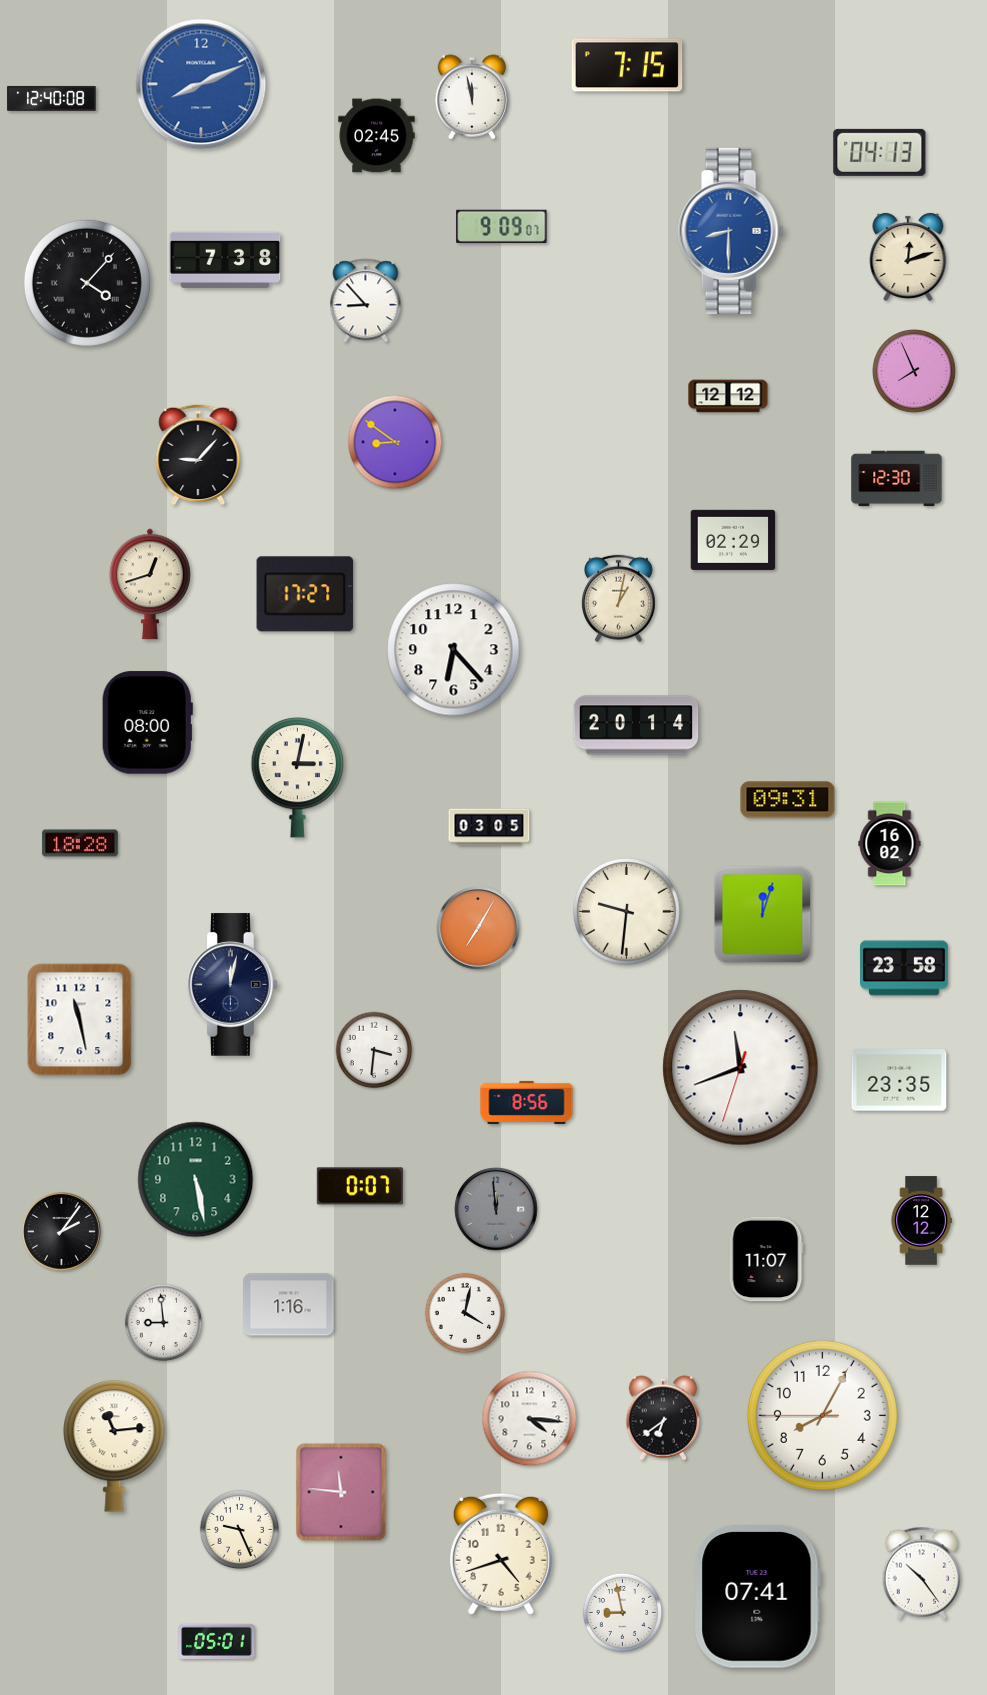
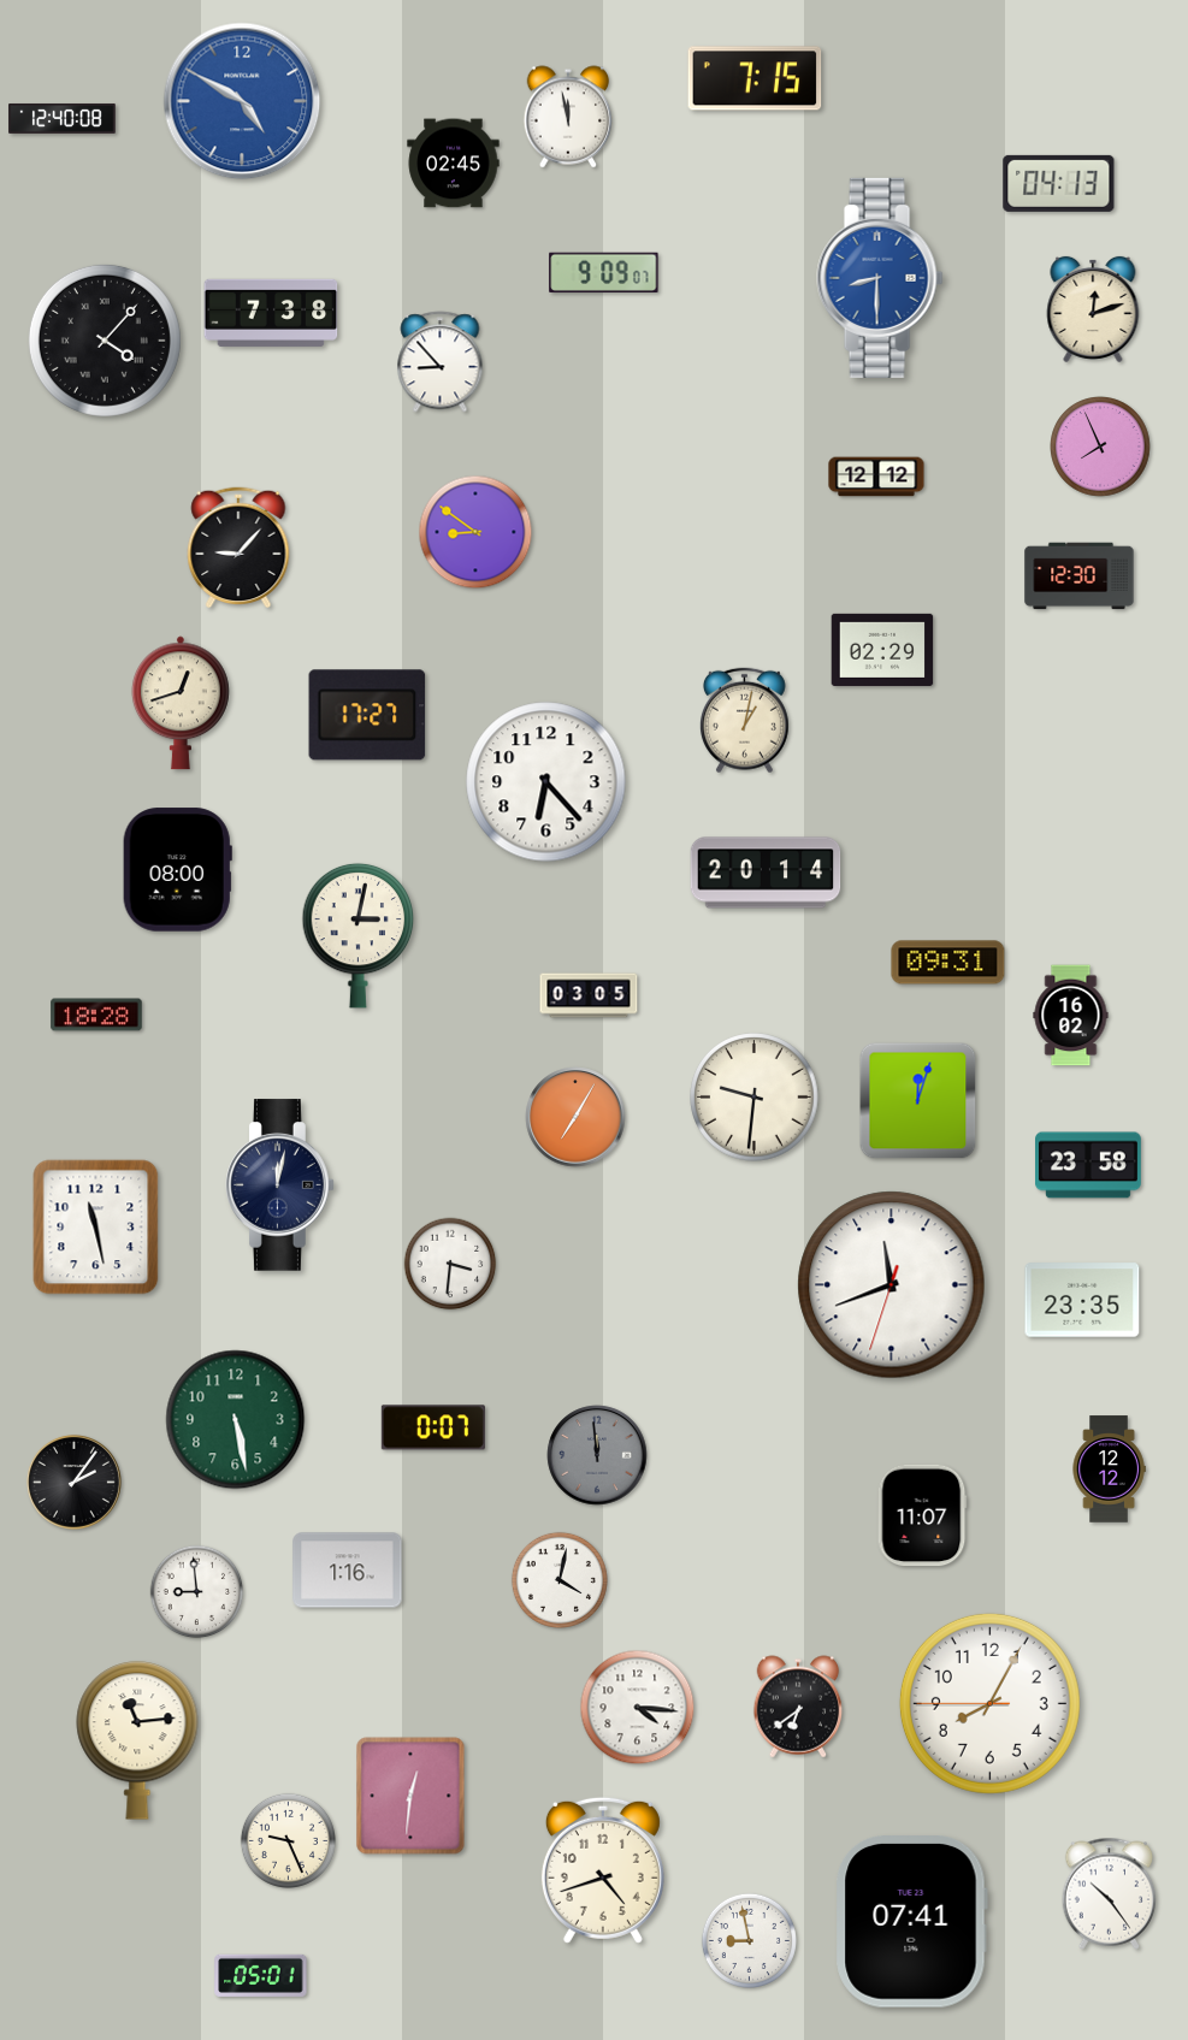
clock at (201, 84): 8:11 -> 4:50
clock at (527, 1102): 8:56 -> none
clock at (341, 1492): 11:46 -> 12:31
